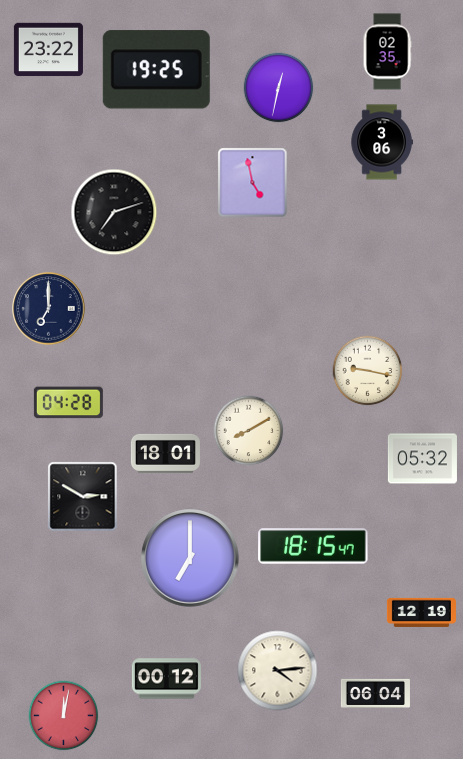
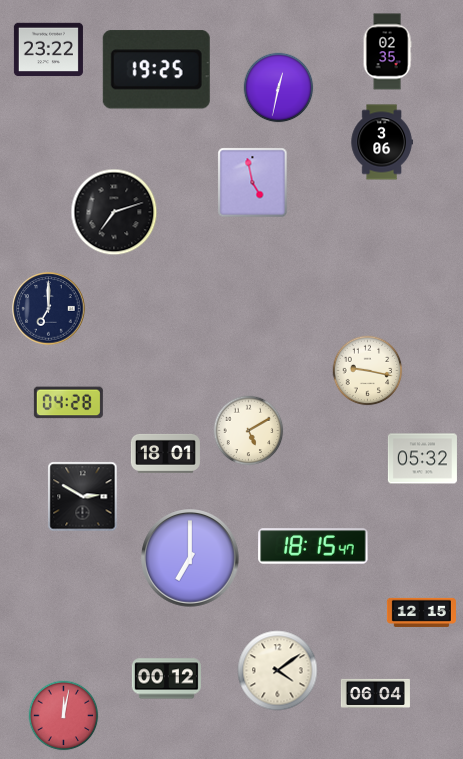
clock at (249, 431): 8:10 -> 5:10
clock at (421, 612): 12:19 -> 12:15
clock at (278, 671): 4:14 -> 4:09
